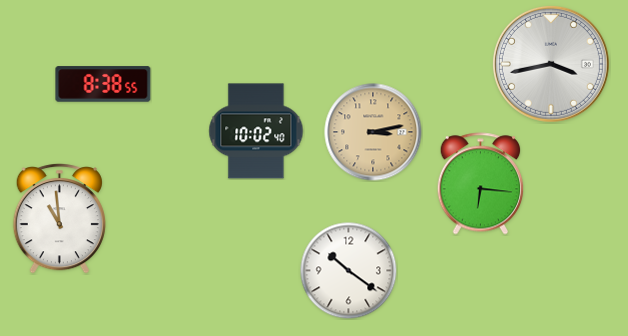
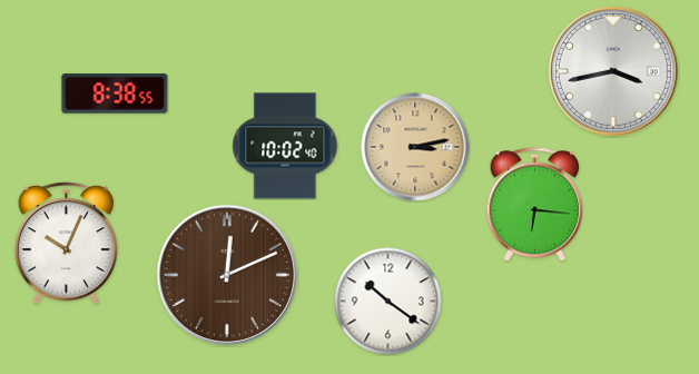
clock at (59, 219): 10:59 -> 10:04
clock at (226, 274): none -> 12:11
